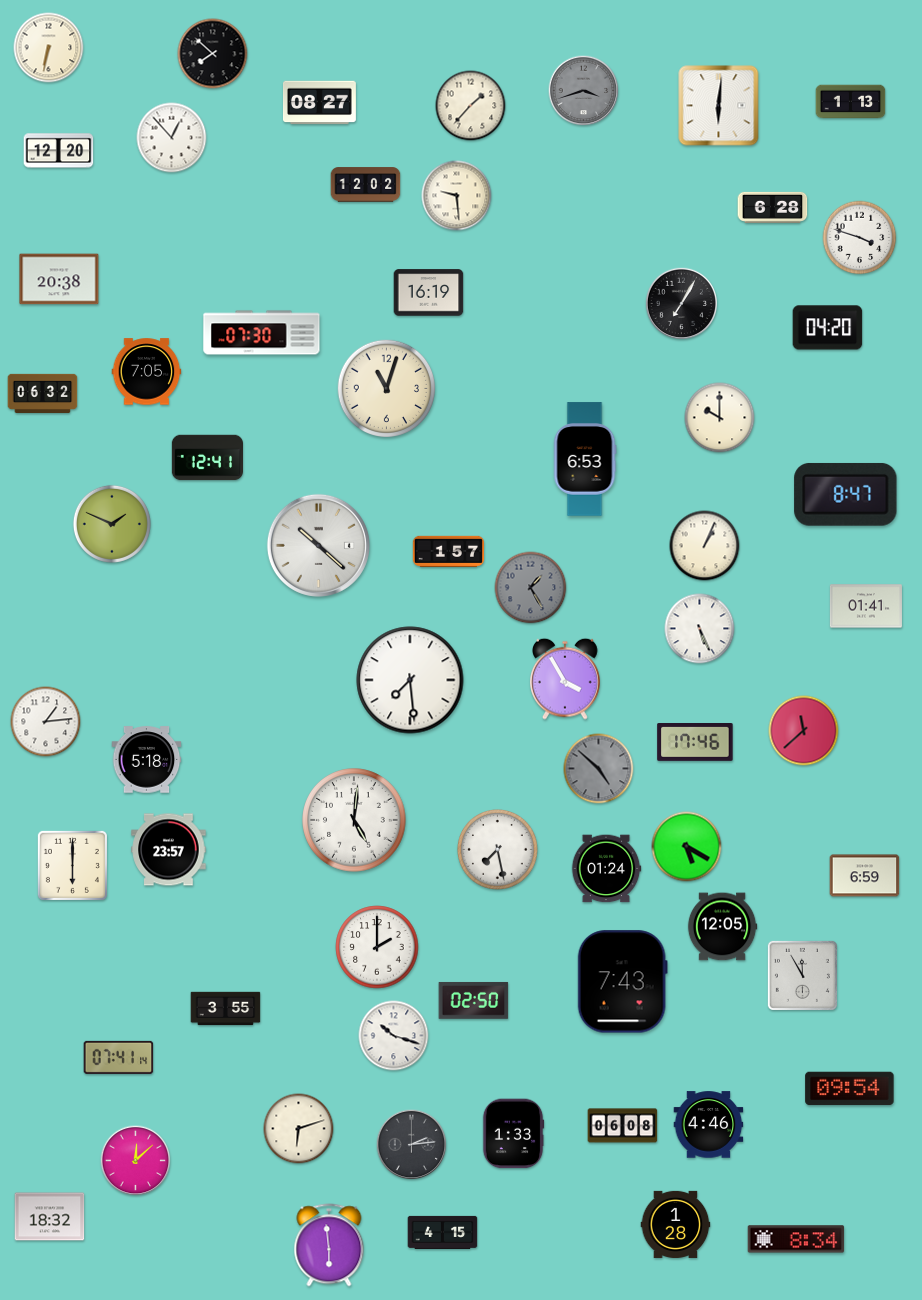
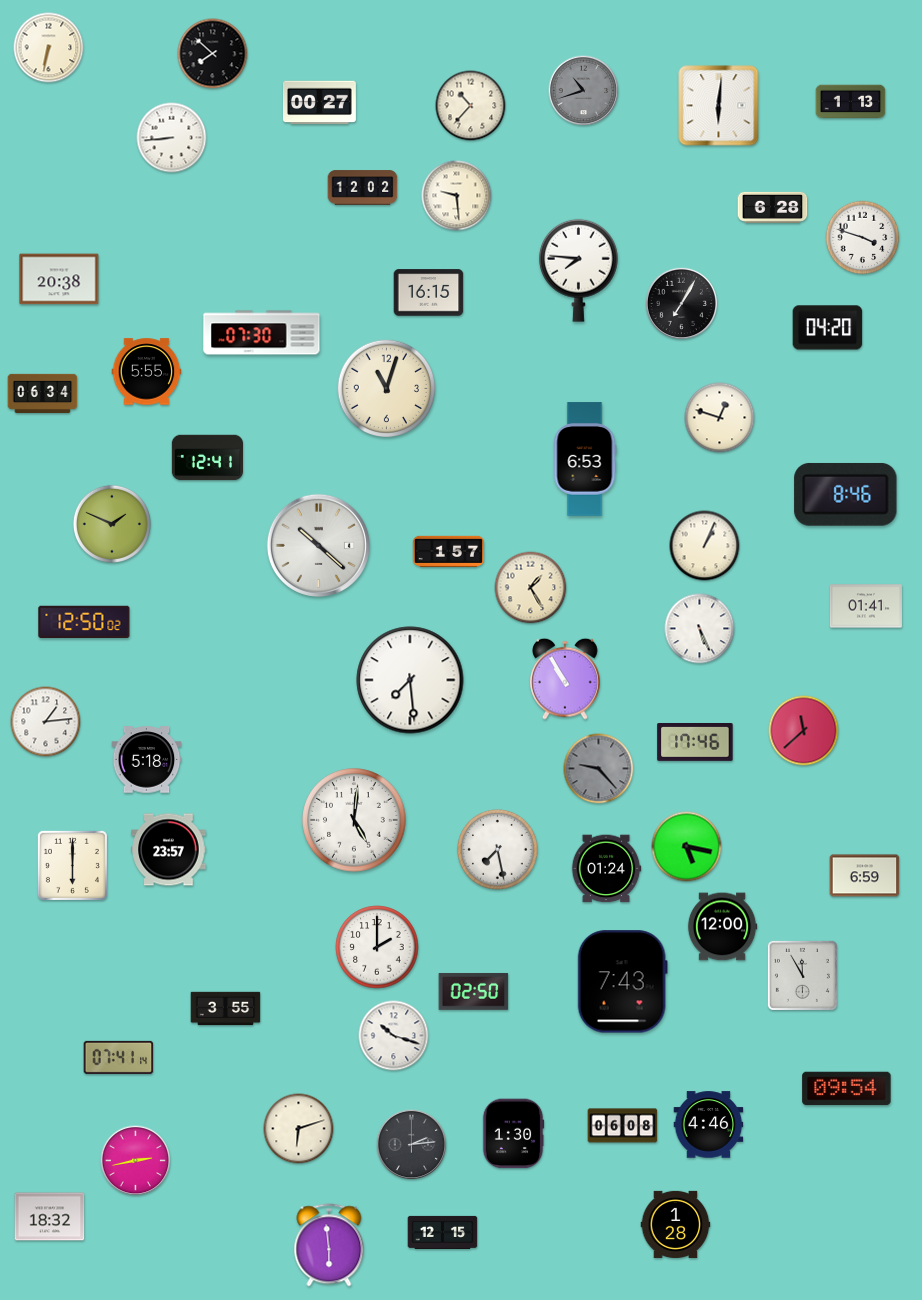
clock at (584, 91): 3:42 -> 10:42
clock at (319, 103): 08:27 -> 00:27
clock at (471, 106): 1:37 -> 10:37
clock at (172, 138): 12:53 -> 8:44
clock at (59, 151): 12:20 -> none
clock at (366, 185) position: (366, 185) -> (363, 188)
clock at (860, 238) position: (860, 238) -> (863, 238)
clock at (578, 270): none -> 7:46
clock at (429, 293): 16:19 -> 16:15
clock at (147, 372): 7:05 -> 5:55
clock at (43, 393): 06:32 -> 06:34
clock at (720, 418): 10:00 -> 12:48
clock at (846, 494): 8:47 -> 8:46
clock at (531, 588) dial: grey -> cream
clock at (84, 622): none -> 12:50
clock at (566, 679): 3:55 -> 10:55
clock at (599, 769): 4:52 -> 9:23
clock at (687, 847): 5:20 -> 5:17
clock at (722, 927): 12:05 -> 12:00
clock at (474, 1000) position: (474, 1000) -> (474, 991)
clock at (850, 1089) position: (850, 1089) -> (847, 1089)
clock at (513, 1134): 1:33 -> 1:30
clock at (136, 1161): 12:08 -> 2:43
clock at (443, 1232): 4:15 -> 12:15
clock at (796, 1239): 8:34 -> none
